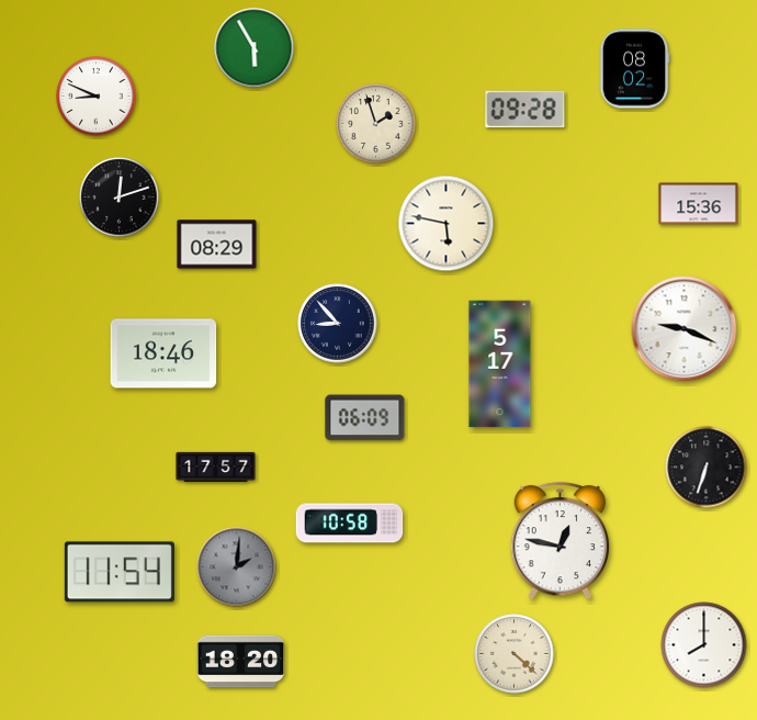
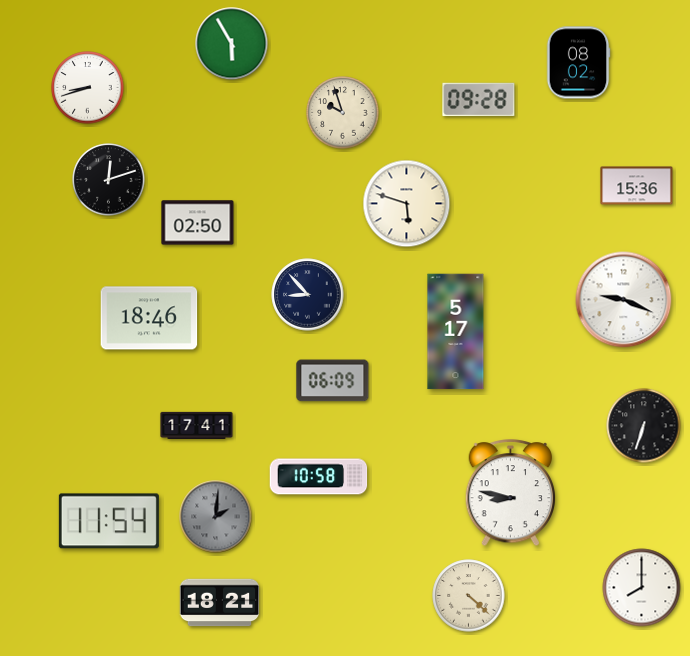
clock at (97, 97): 8:49 -> 8:42
clock at (376, 124): 1:57 -> 9:57
clock at (447, 224): 5:47 -> 5:48
clock at (217, 245): 08:29 -> 02:50
clock at (163, 353) position: (163, 353) -> (149, 318)
clock at (216, 466): 17:57 -> 17:41
clock at (561, 541): 12:47 -> 8:47
clock at (241, 662): 18:20 -> 18:21
